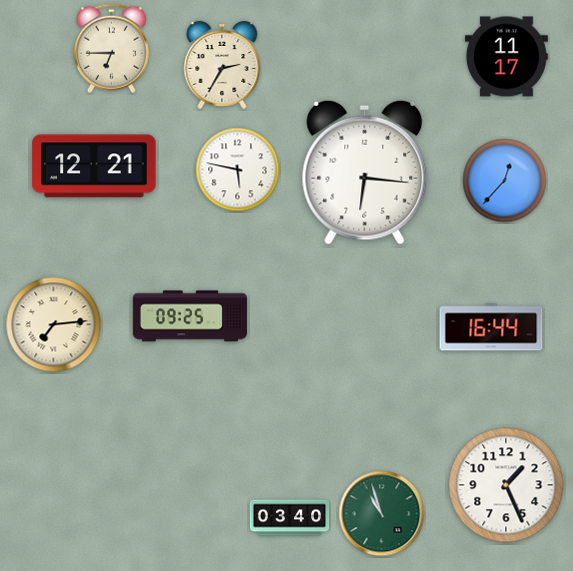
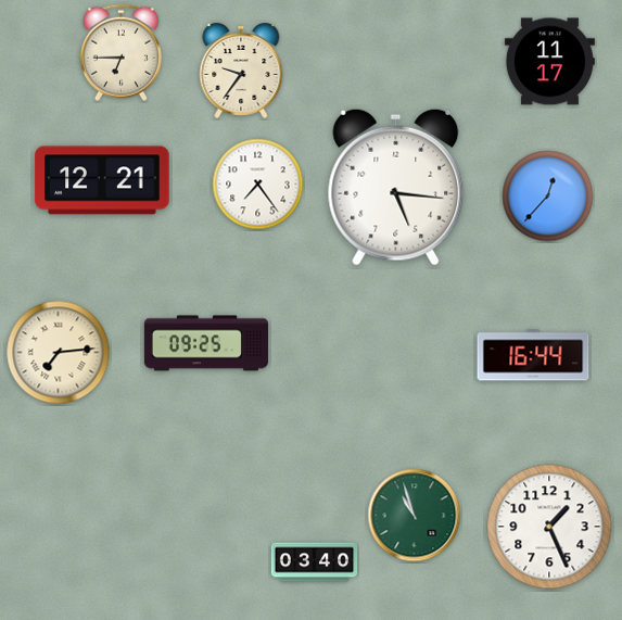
clock at (222, 65): 2:35 -> 9:36
clock at (238, 170): 5:47 -> 7:24
clock at (365, 172): 6:16 -> 5:16
clock at (382, 514) position: (382, 514) -> (415, 516)
